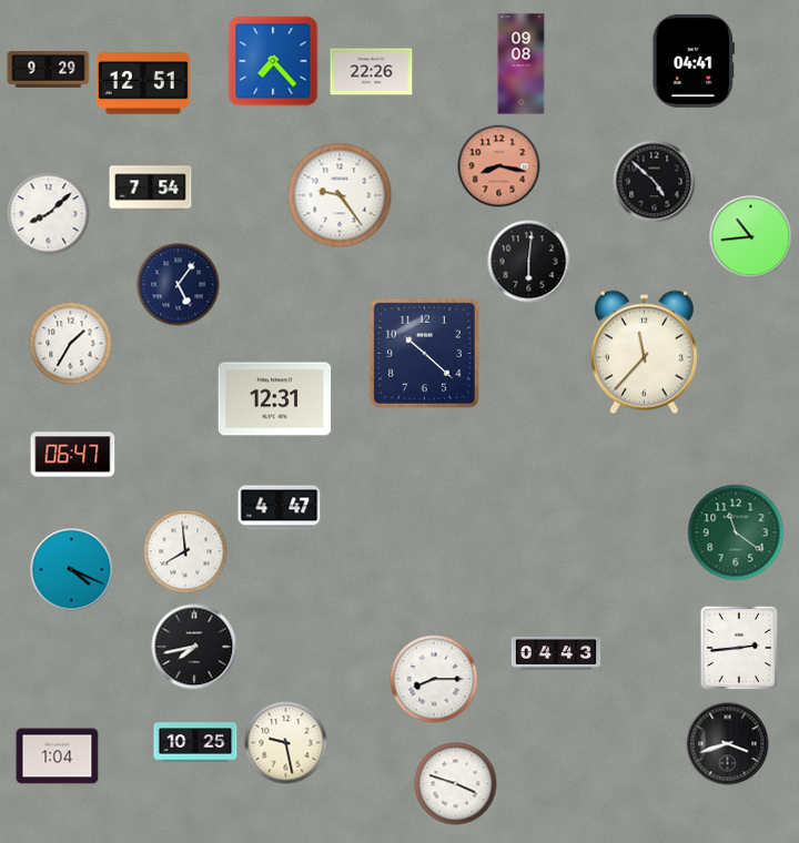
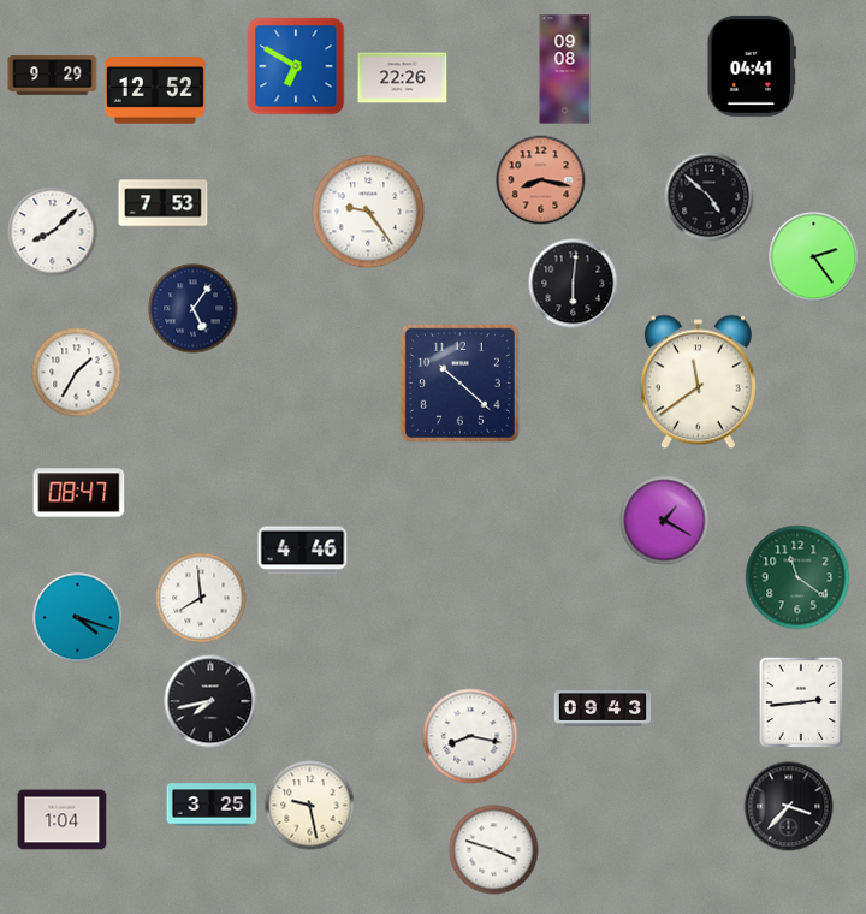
clock at (273, 61): 7:23 -> 6:50
clock at (143, 84): 12:51 -> 12:52
clock at (151, 189): 7:54 -> 7:53
clock at (751, 237): 10:44 -> 2:24
clock at (644, 353): 11:37 -> 11:39
clock at (275, 399): 12:31 -> none
clock at (73, 455): 06:47 -> 08:47
clock at (665, 521): none -> 1:20
clock at (280, 508): 4:47 -> 4:46
clock at (72, 570): 4:19 -> 4:18
clock at (556, 654): 04:43 -> 09:43
clock at (434, 679): 8:15 -> 8:17
clock at (195, 742): 10:25 -> 3:25
clock at (728, 744): 3:42 -> 3:37
